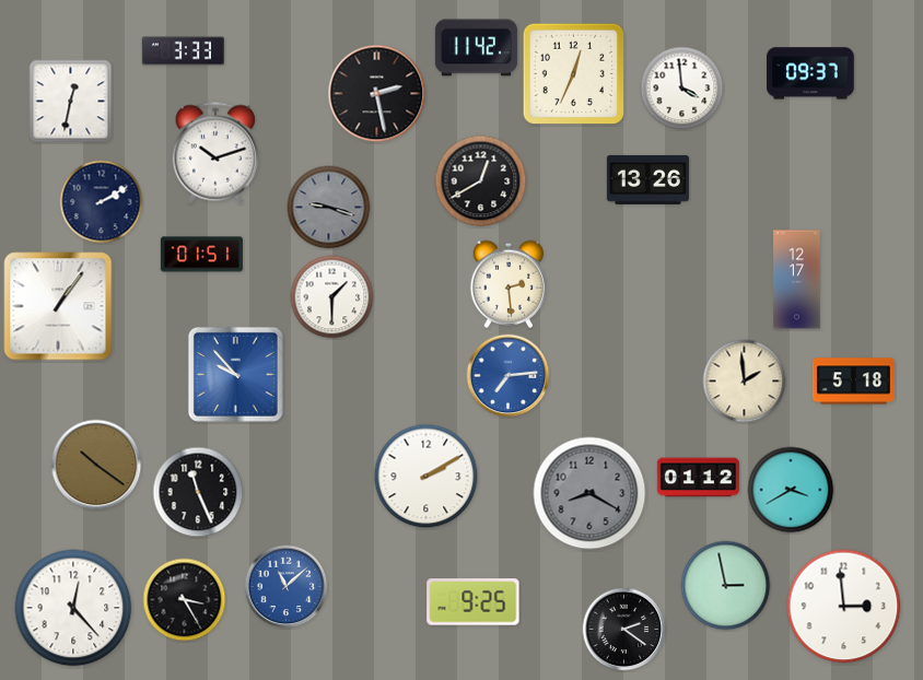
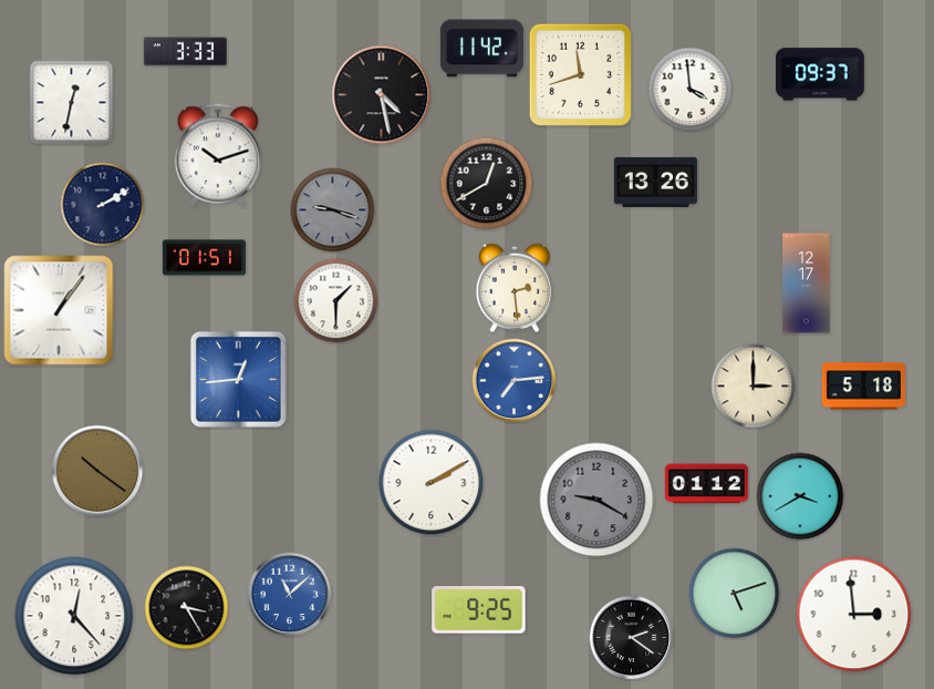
clock at (573, 73): 12:34 -> 11:42
clock at (377, 94): 2:28 -> 4:28
clock at (235, 374): 9:53 -> 12:44
clock at (745, 382): 1:59 -> 3:00
clock at (198, 492): 11:26 -> none
clock at (589, 493): 8:20 -> 9:20
clock at (726, 586): 2:58 -> 5:12
